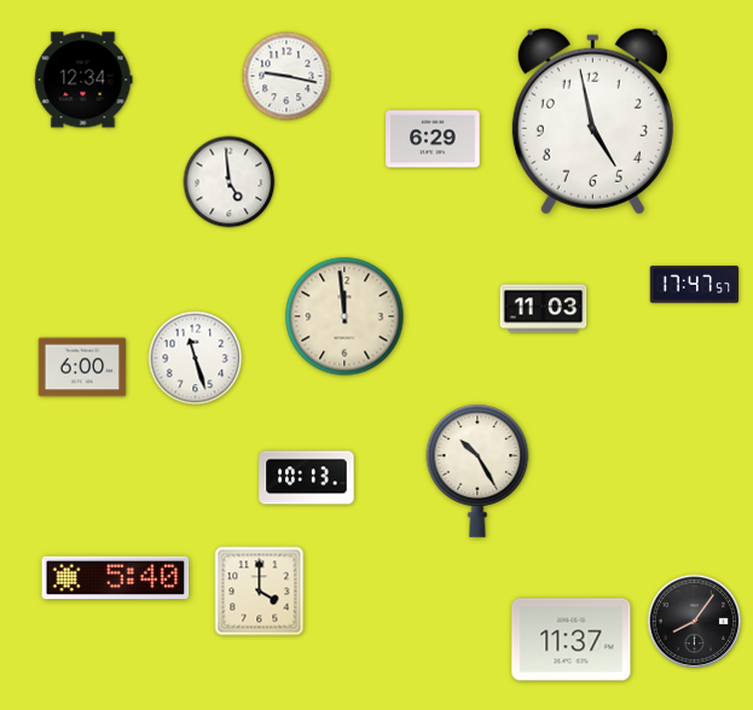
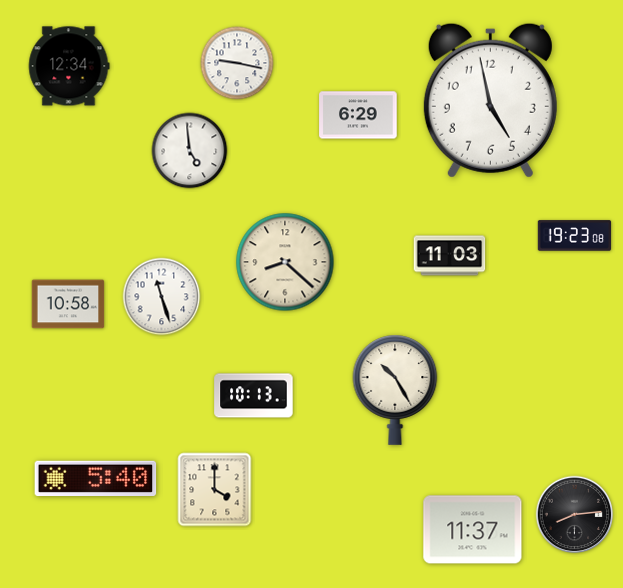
clock at (695, 285): 17:47 -> 19:23
clock at (344, 316): 11:59 -> 8:22
clock at (82, 367): 6:00 -> 10:58
clock at (695, 622): 8:06 -> 8:14
